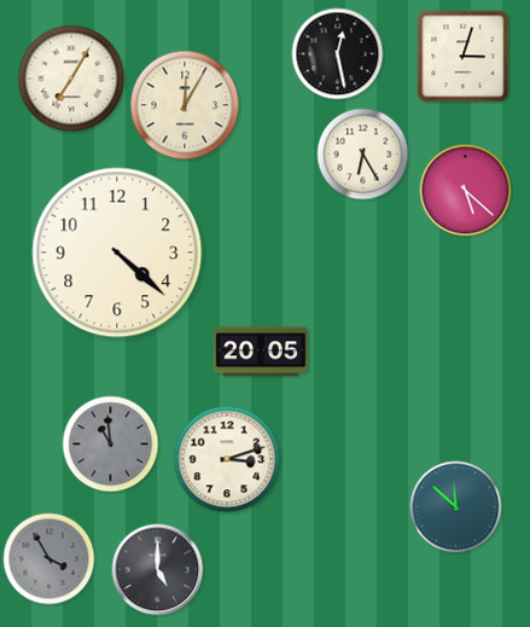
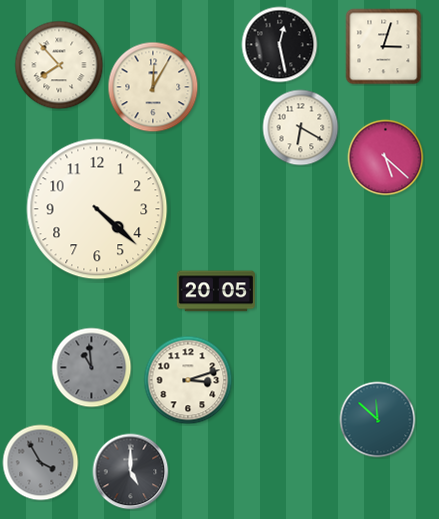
clock at (71, 79): 7:05 -> 7:53
clock at (363, 155): 6:25 -> 6:20
